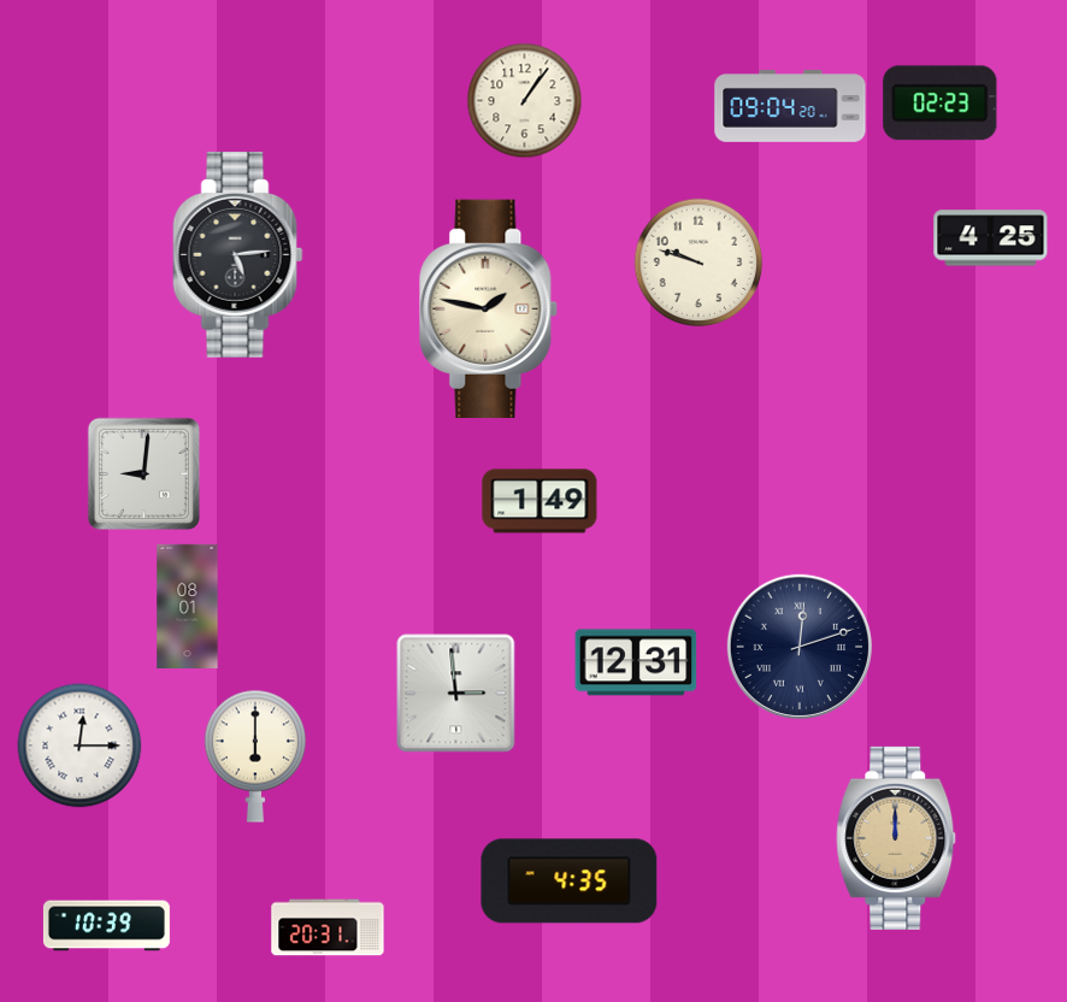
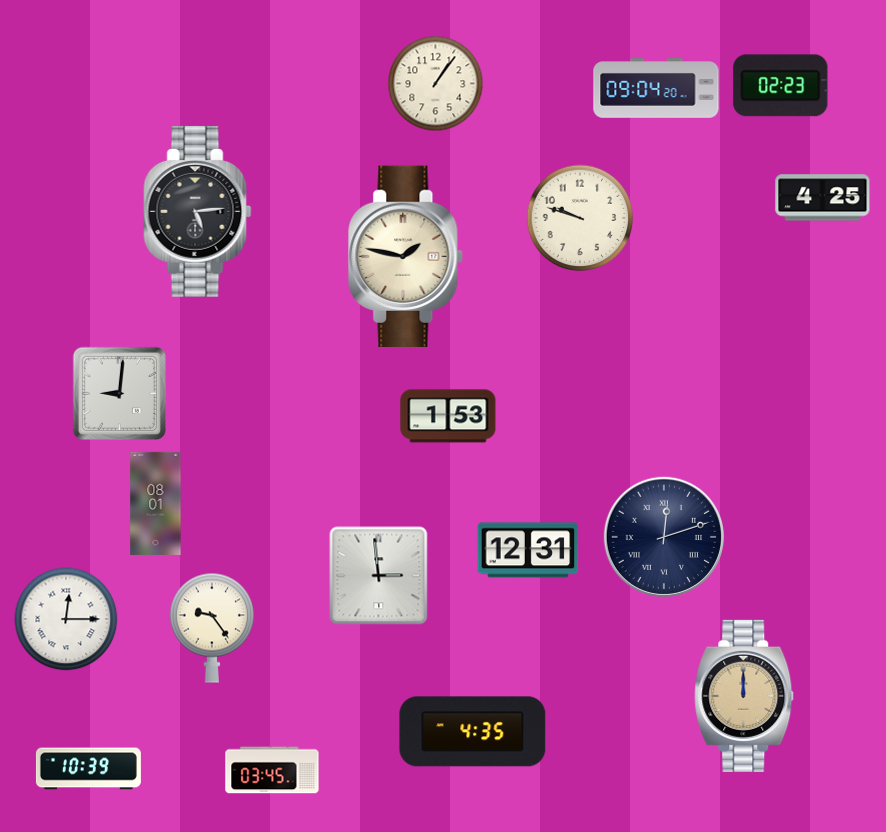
clock at (540, 501): 1:49 -> 1:53
clock at (255, 756): 6:00 -> 9:24
clock at (328, 927): 20:31 -> 03:45
